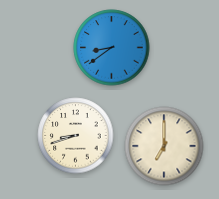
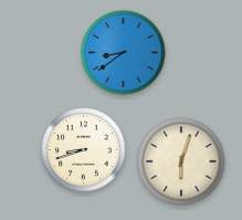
clock at (164, 146): 7:00 -> 6:03
